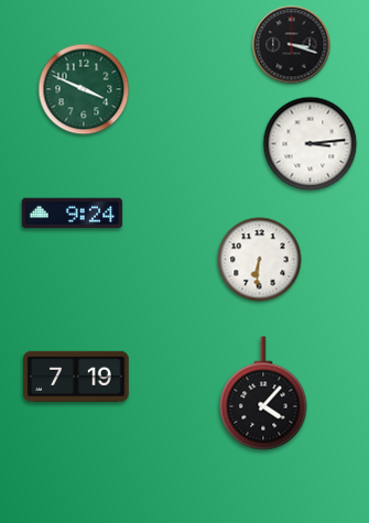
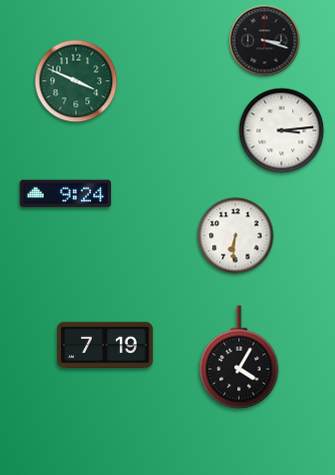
clock at (76, 377) position: (76, 377) -> (105, 345)
clock at (263, 393): 4:07 -> 4:05
